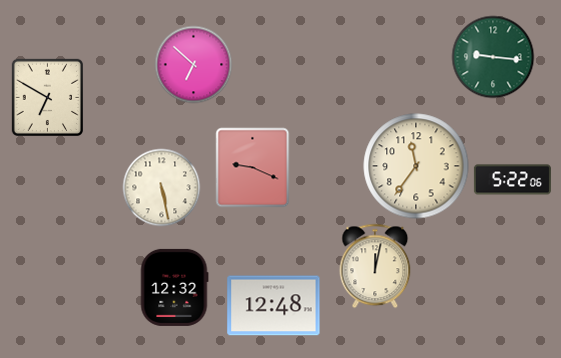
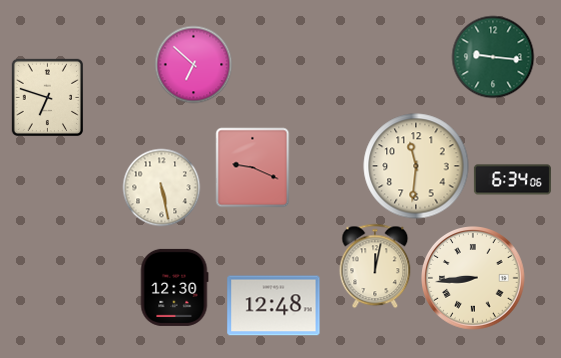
clock at (47, 97): 6:50 -> 6:48
clock at (416, 166): 11:36 -> 11:31
clock at (512, 180): 5:22 -> 6:34
clock at (474, 279): none -> 8:44
clock at (174, 287): 12:32 -> 12:30
